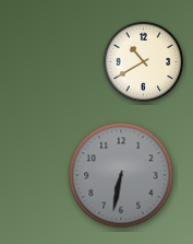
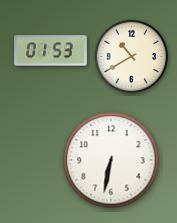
clock at (51, 51): none -> 01:53
clock at (121, 175) dial: grey -> white
